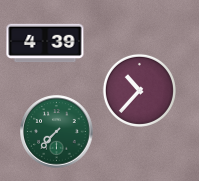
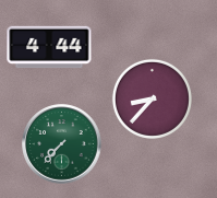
clock at (45, 43): 4:39 -> 4:44
clock at (139, 90): 10:37 -> 8:37
